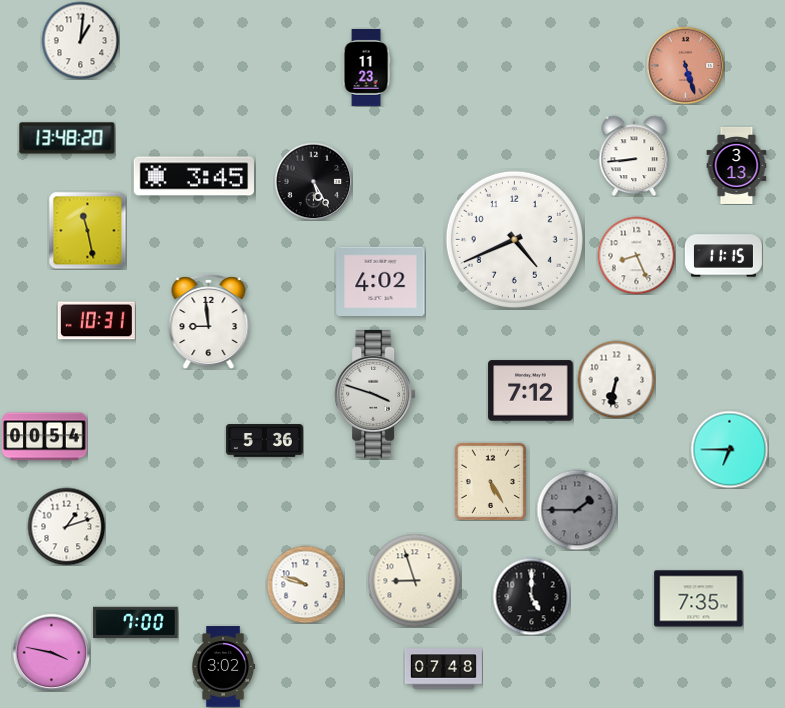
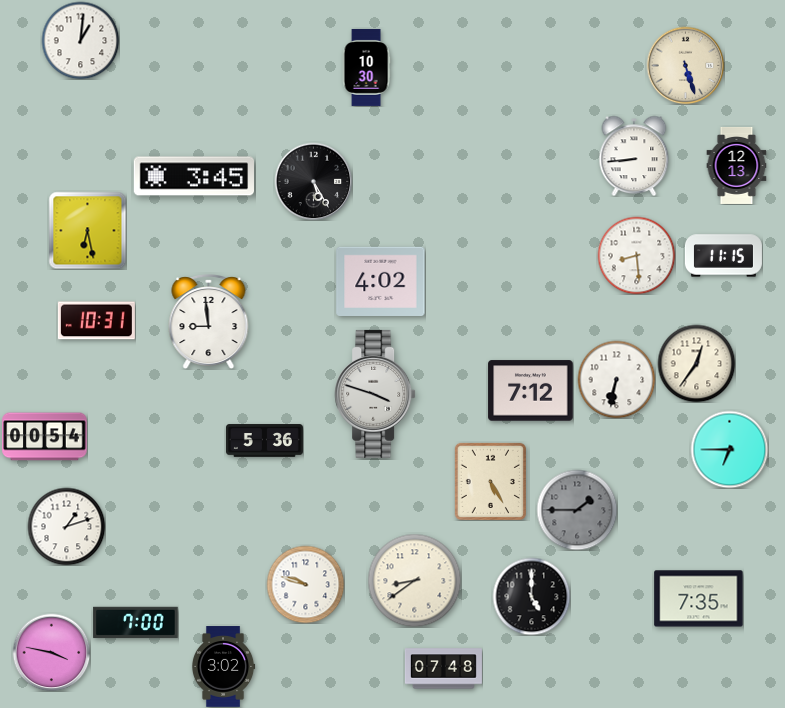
clock at (685, 65) dial: salmon -> cream
clock at (366, 67): 11:23 -> 10:30
clock at (67, 138): 13:48 -> none
clock at (737, 165): 3:13 -> 12:13
clock at (87, 230): 11:28 -> 6:28
clock at (514, 239): 4:41 -> none
clock at (636, 255): 8:26 -> 8:29
clock at (696, 363): none -> 12:36
clock at (414, 580): 8:57 -> 8:39
